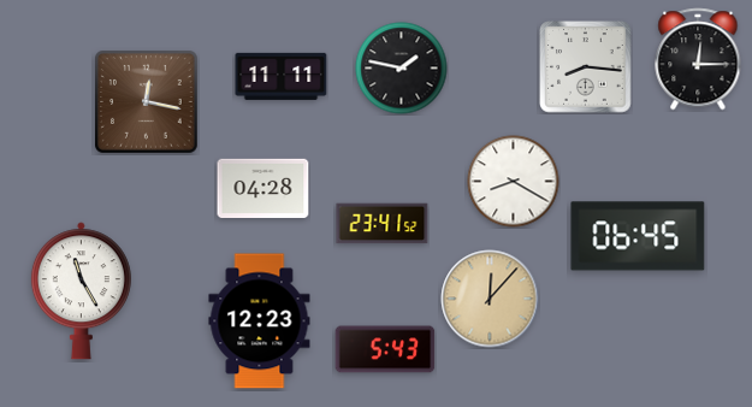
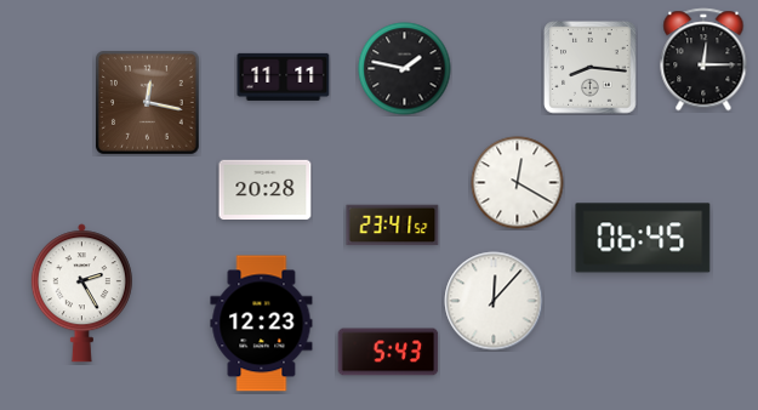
clock at (514, 182): 8:20 -> 12:20
clock at (264, 188): 04:28 -> 20:28
clock at (383, 224) position: (383, 224) -> (393, 226)
clock at (81, 291): 11:25 -> 2:25
clock at (490, 299) dial: champagne -> white
